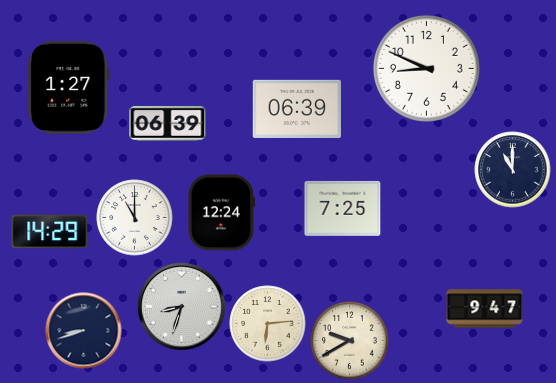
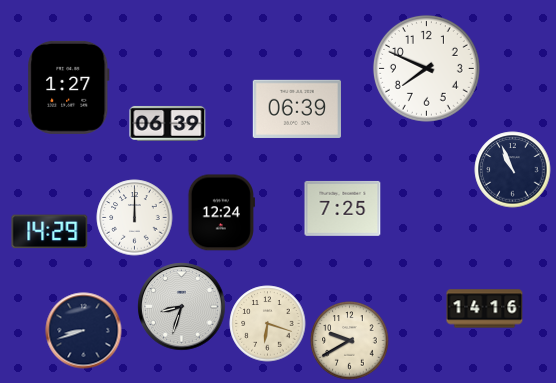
clock at (426, 68): 8:49 -> 7:49
clock at (513, 170): 11:00 -> 10:56
clock at (135, 218): 11:00 -> 12:00
clock at (485, 309): 9:47 -> 14:16
clock at (268, 324): 6:14 -> 6:18
